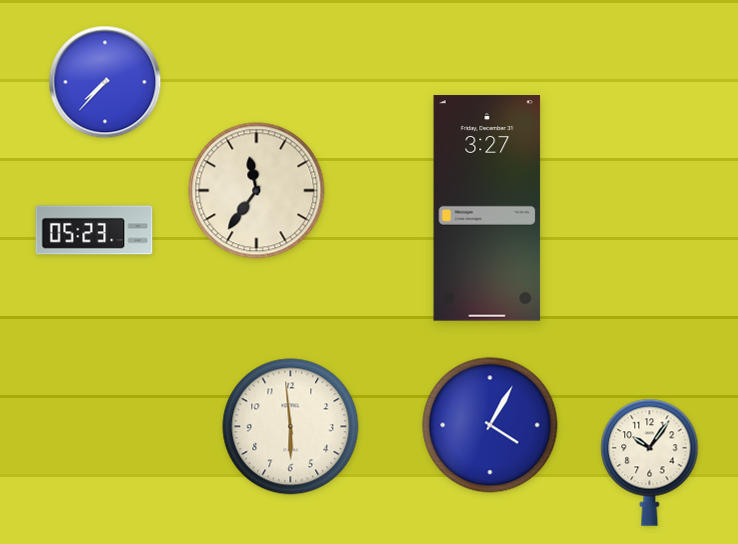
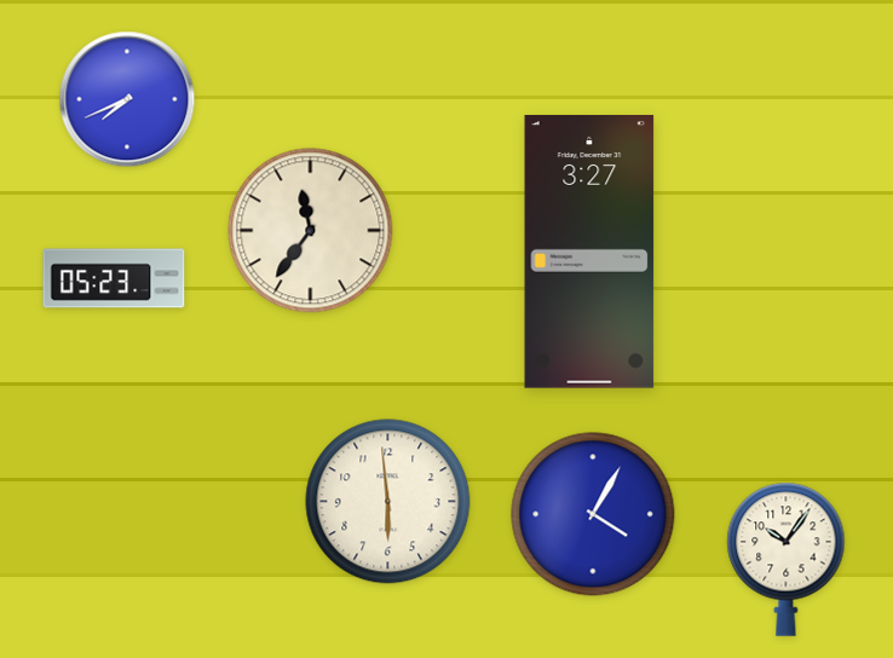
clock at (105, 82): 7:37 -> 7:41
clock at (291, 427) position: (291, 427) -> (388, 502)
